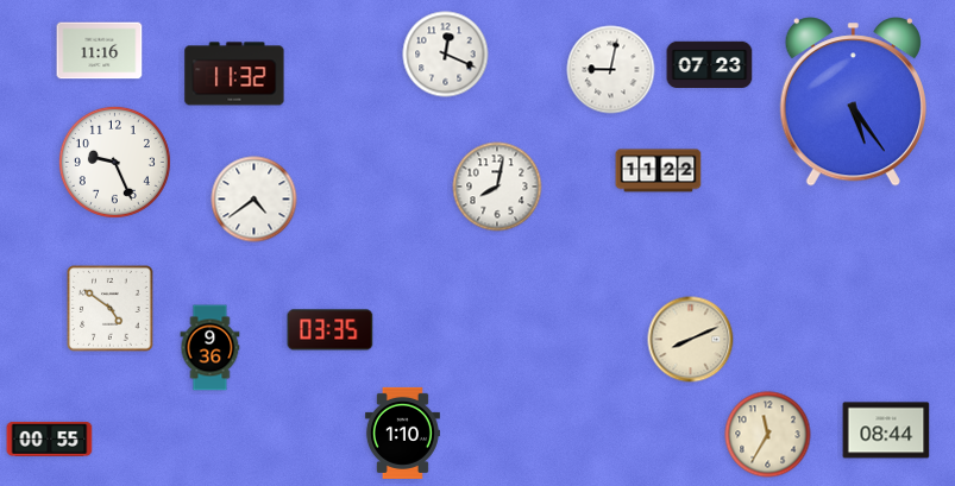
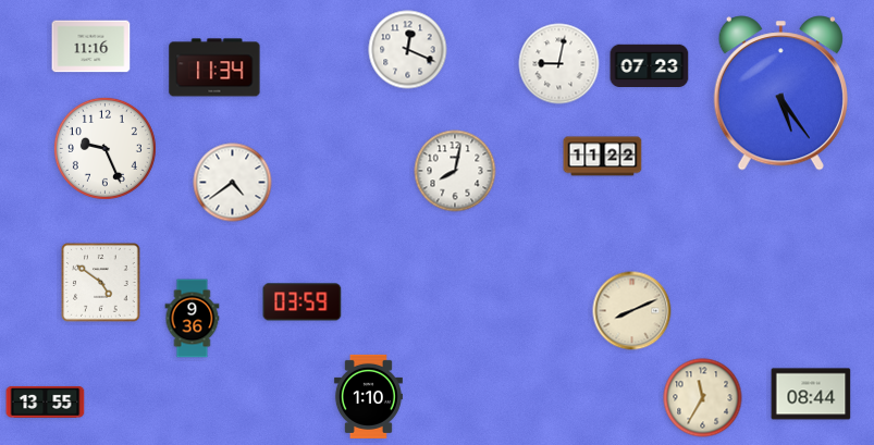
clock at (710, 64) position: (710, 64) -> (650, 65)
clock at (234, 74): 11:32 -> 11:34
clock at (331, 330): 03:35 -> 03:59
clock at (50, 438): 00:55 -> 13:55
